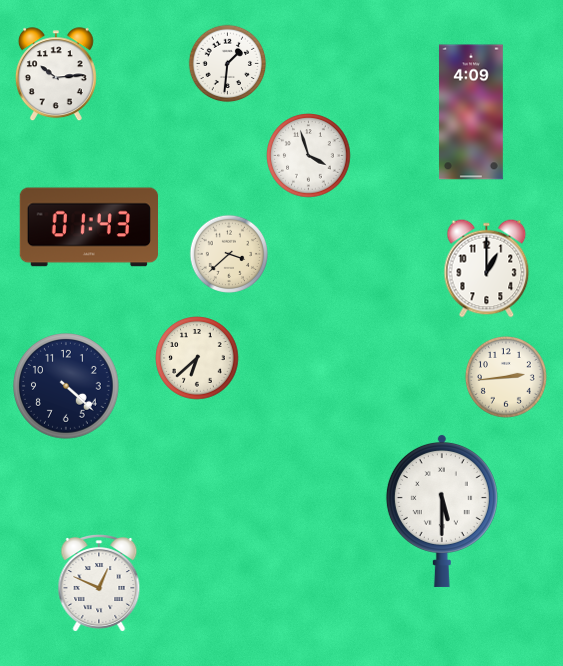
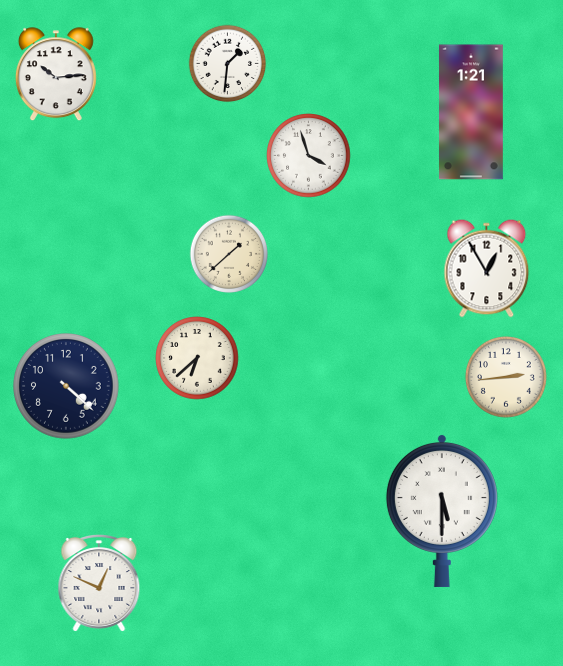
clock at (471, 112): 4:09 -> 1:21
clock at (88, 227): 01:43 -> none
clock at (229, 254): 3:38 -> 1:38
clock at (487, 269): 1:00 -> 12:55
